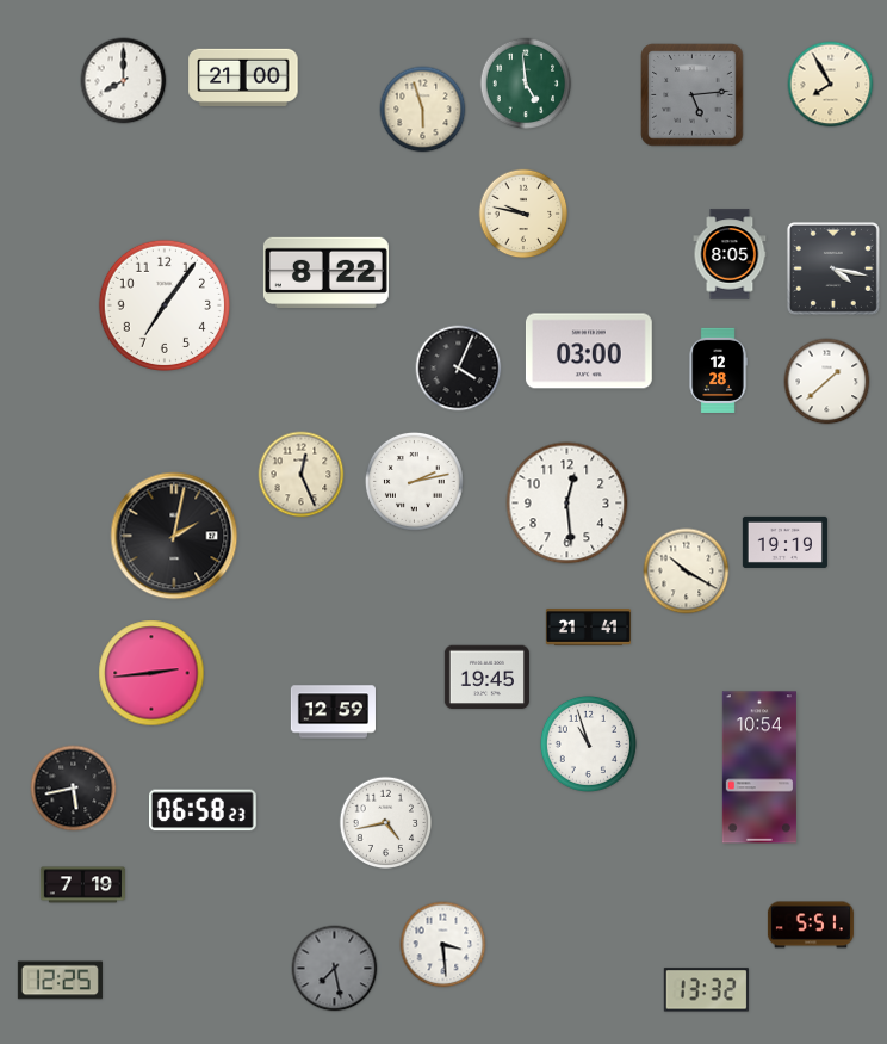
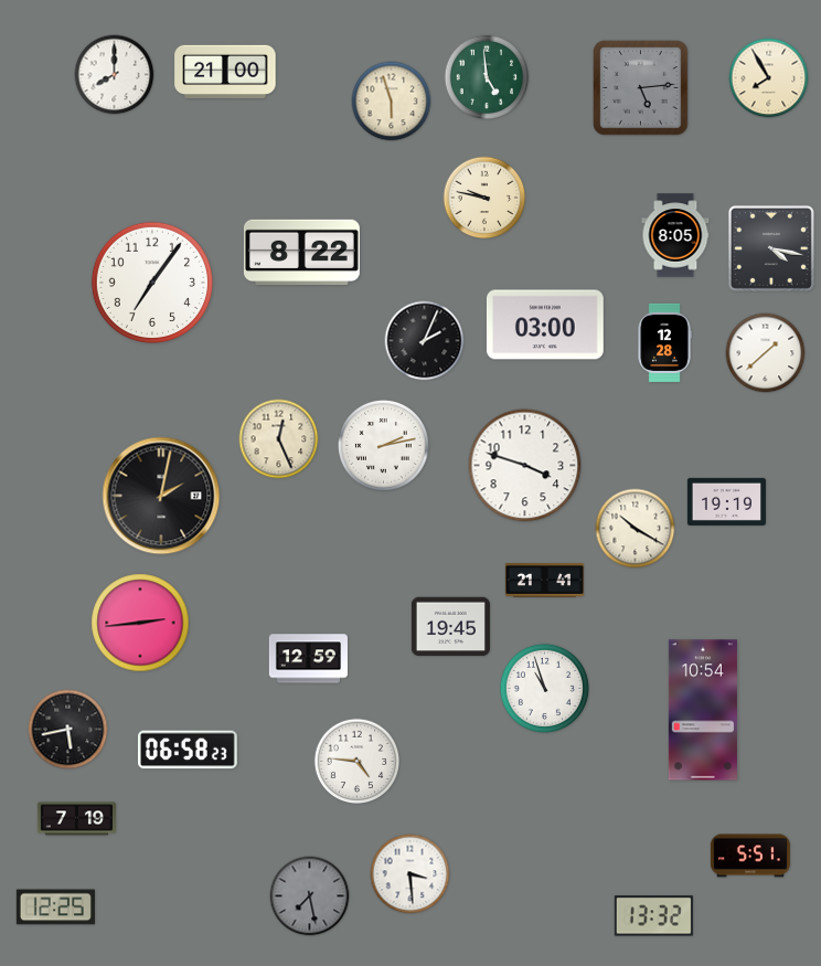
clock at (459, 369): 4:04 -> 2:04
clock at (567, 504): 12:29 -> 3:48
clock at (386, 823): 4:43 -> 4:46
